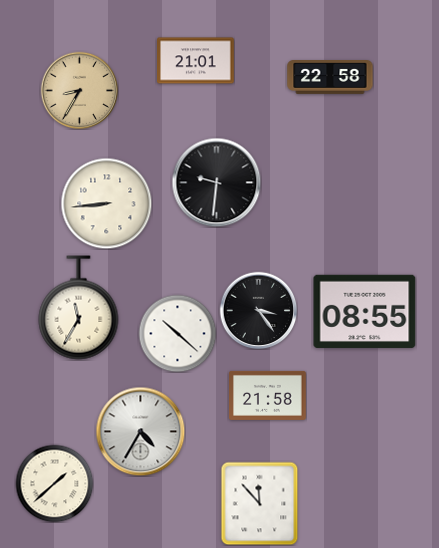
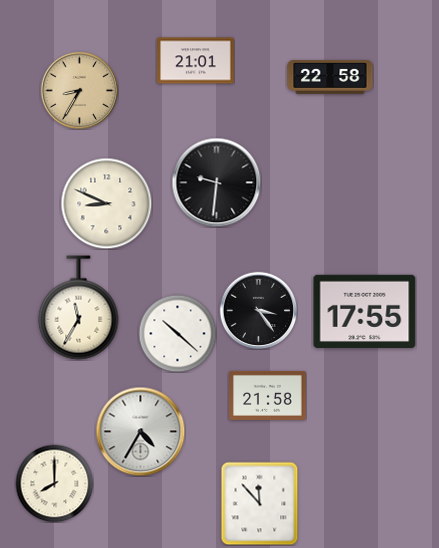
clock at (106, 203): 8:44 -> 8:49
clock at (365, 311): 08:55 -> 17:55
clock at (54, 483): 1:38 -> 8:00
